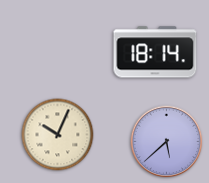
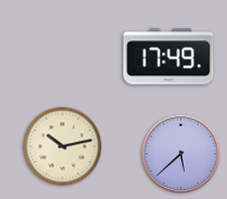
clock at (155, 52): 18:14 -> 17:49
clock at (58, 135): 10:04 -> 10:13
